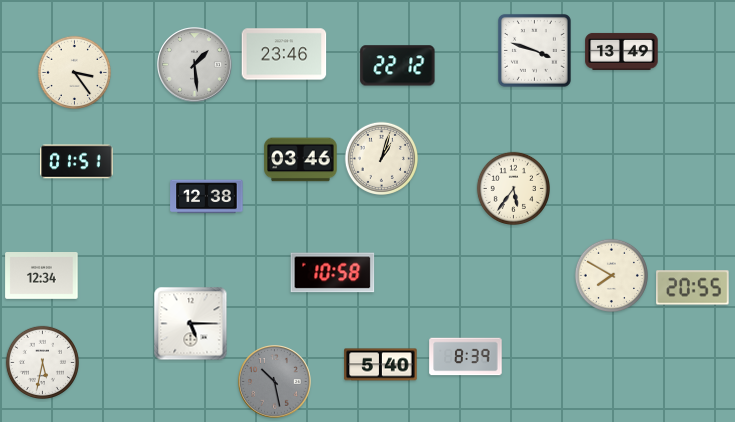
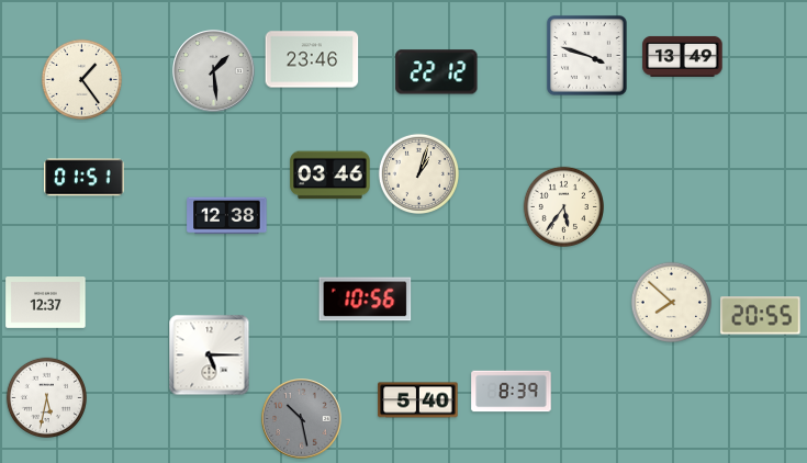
clock at (74, 72): 3:24 -> 1:24
clock at (333, 273): 10:58 -> 10:56
clock at (611, 275): 7:50 -> 7:52
clock at (42, 276): 12:34 -> 12:37
